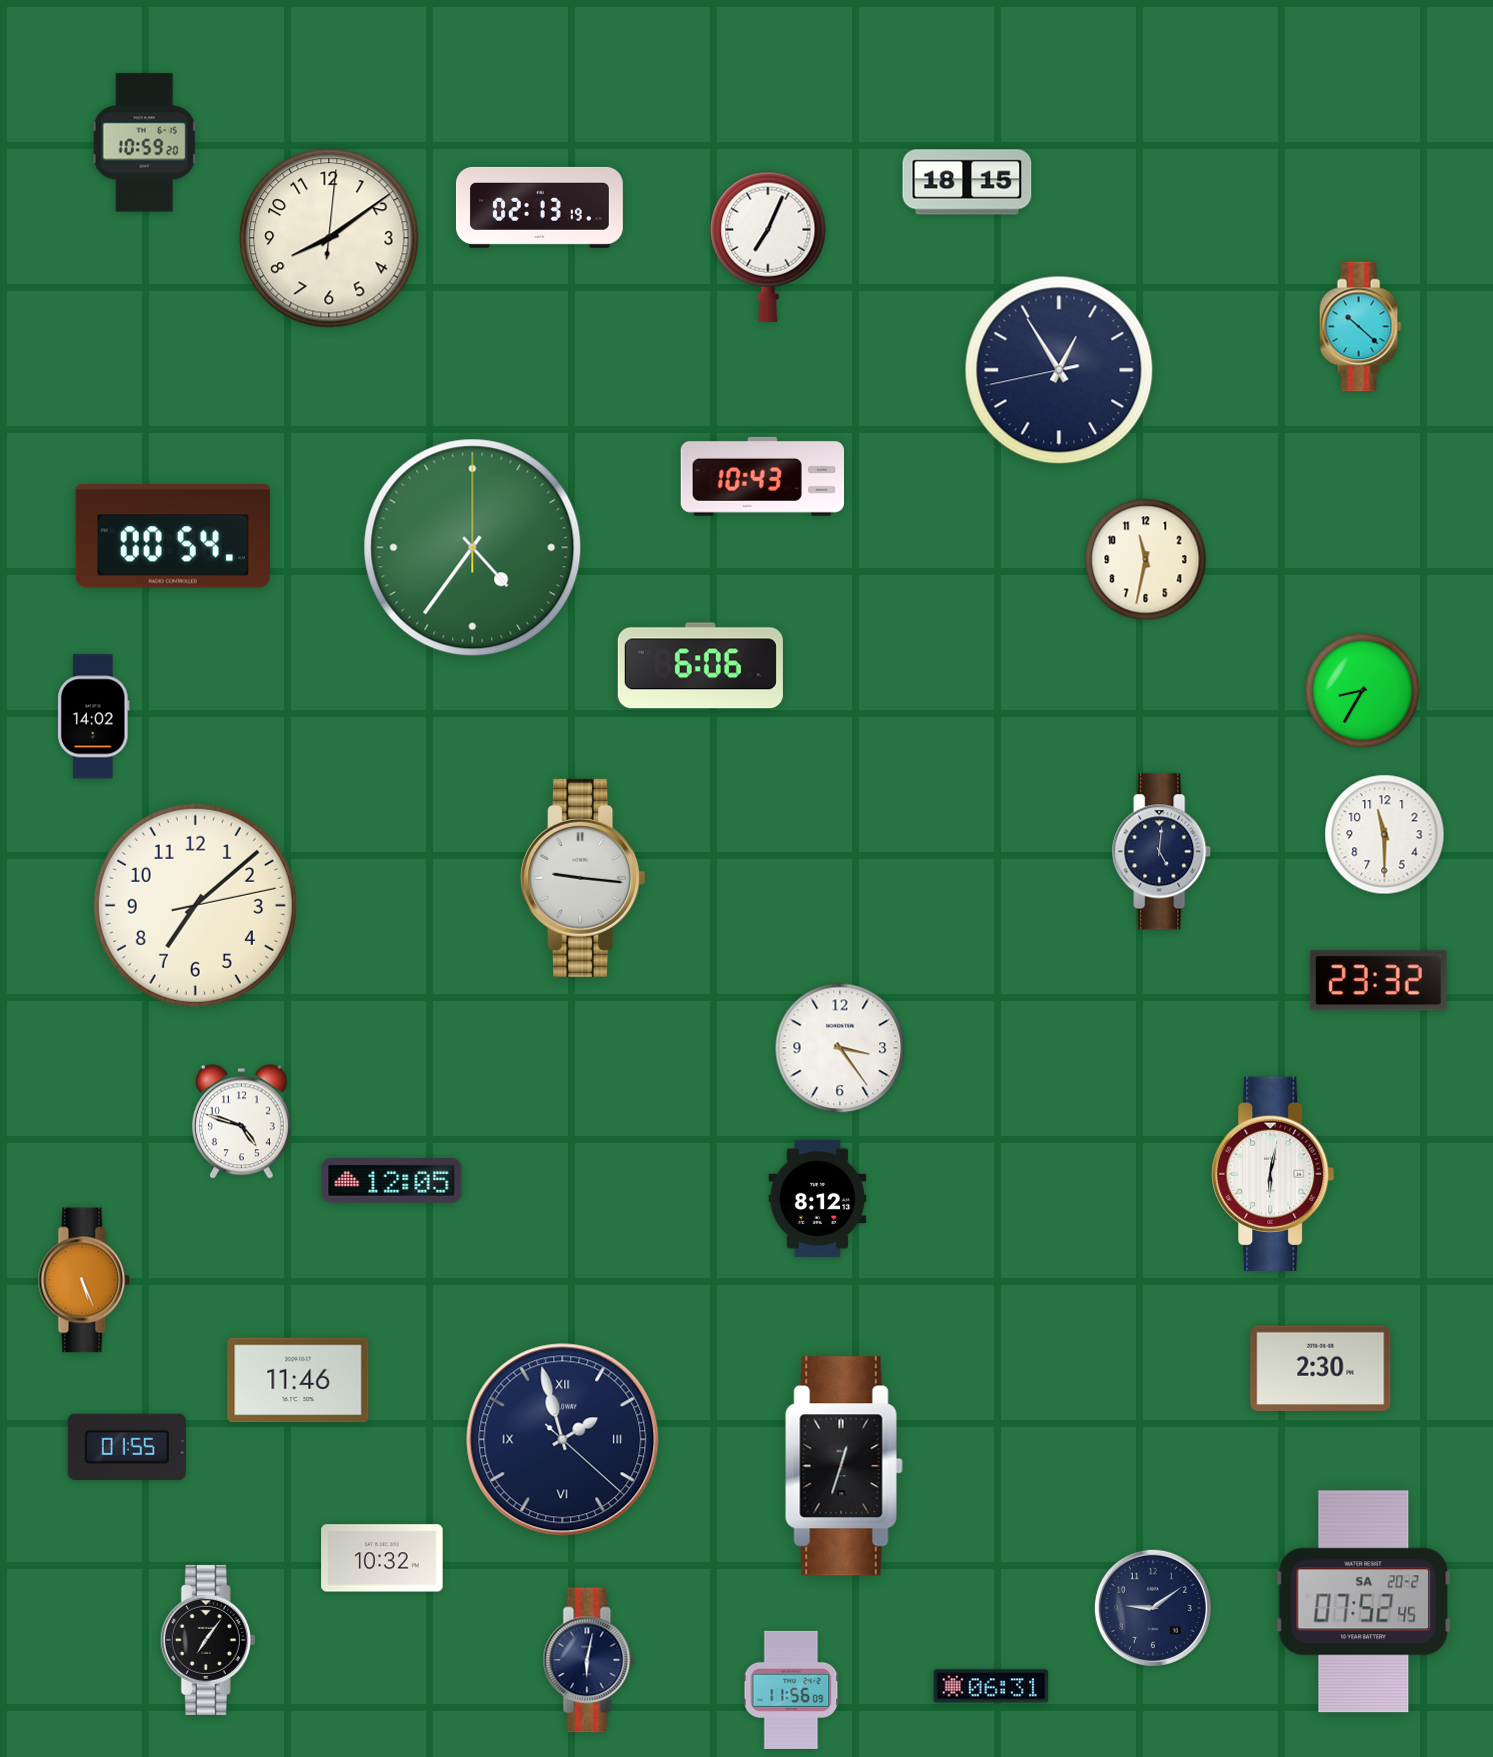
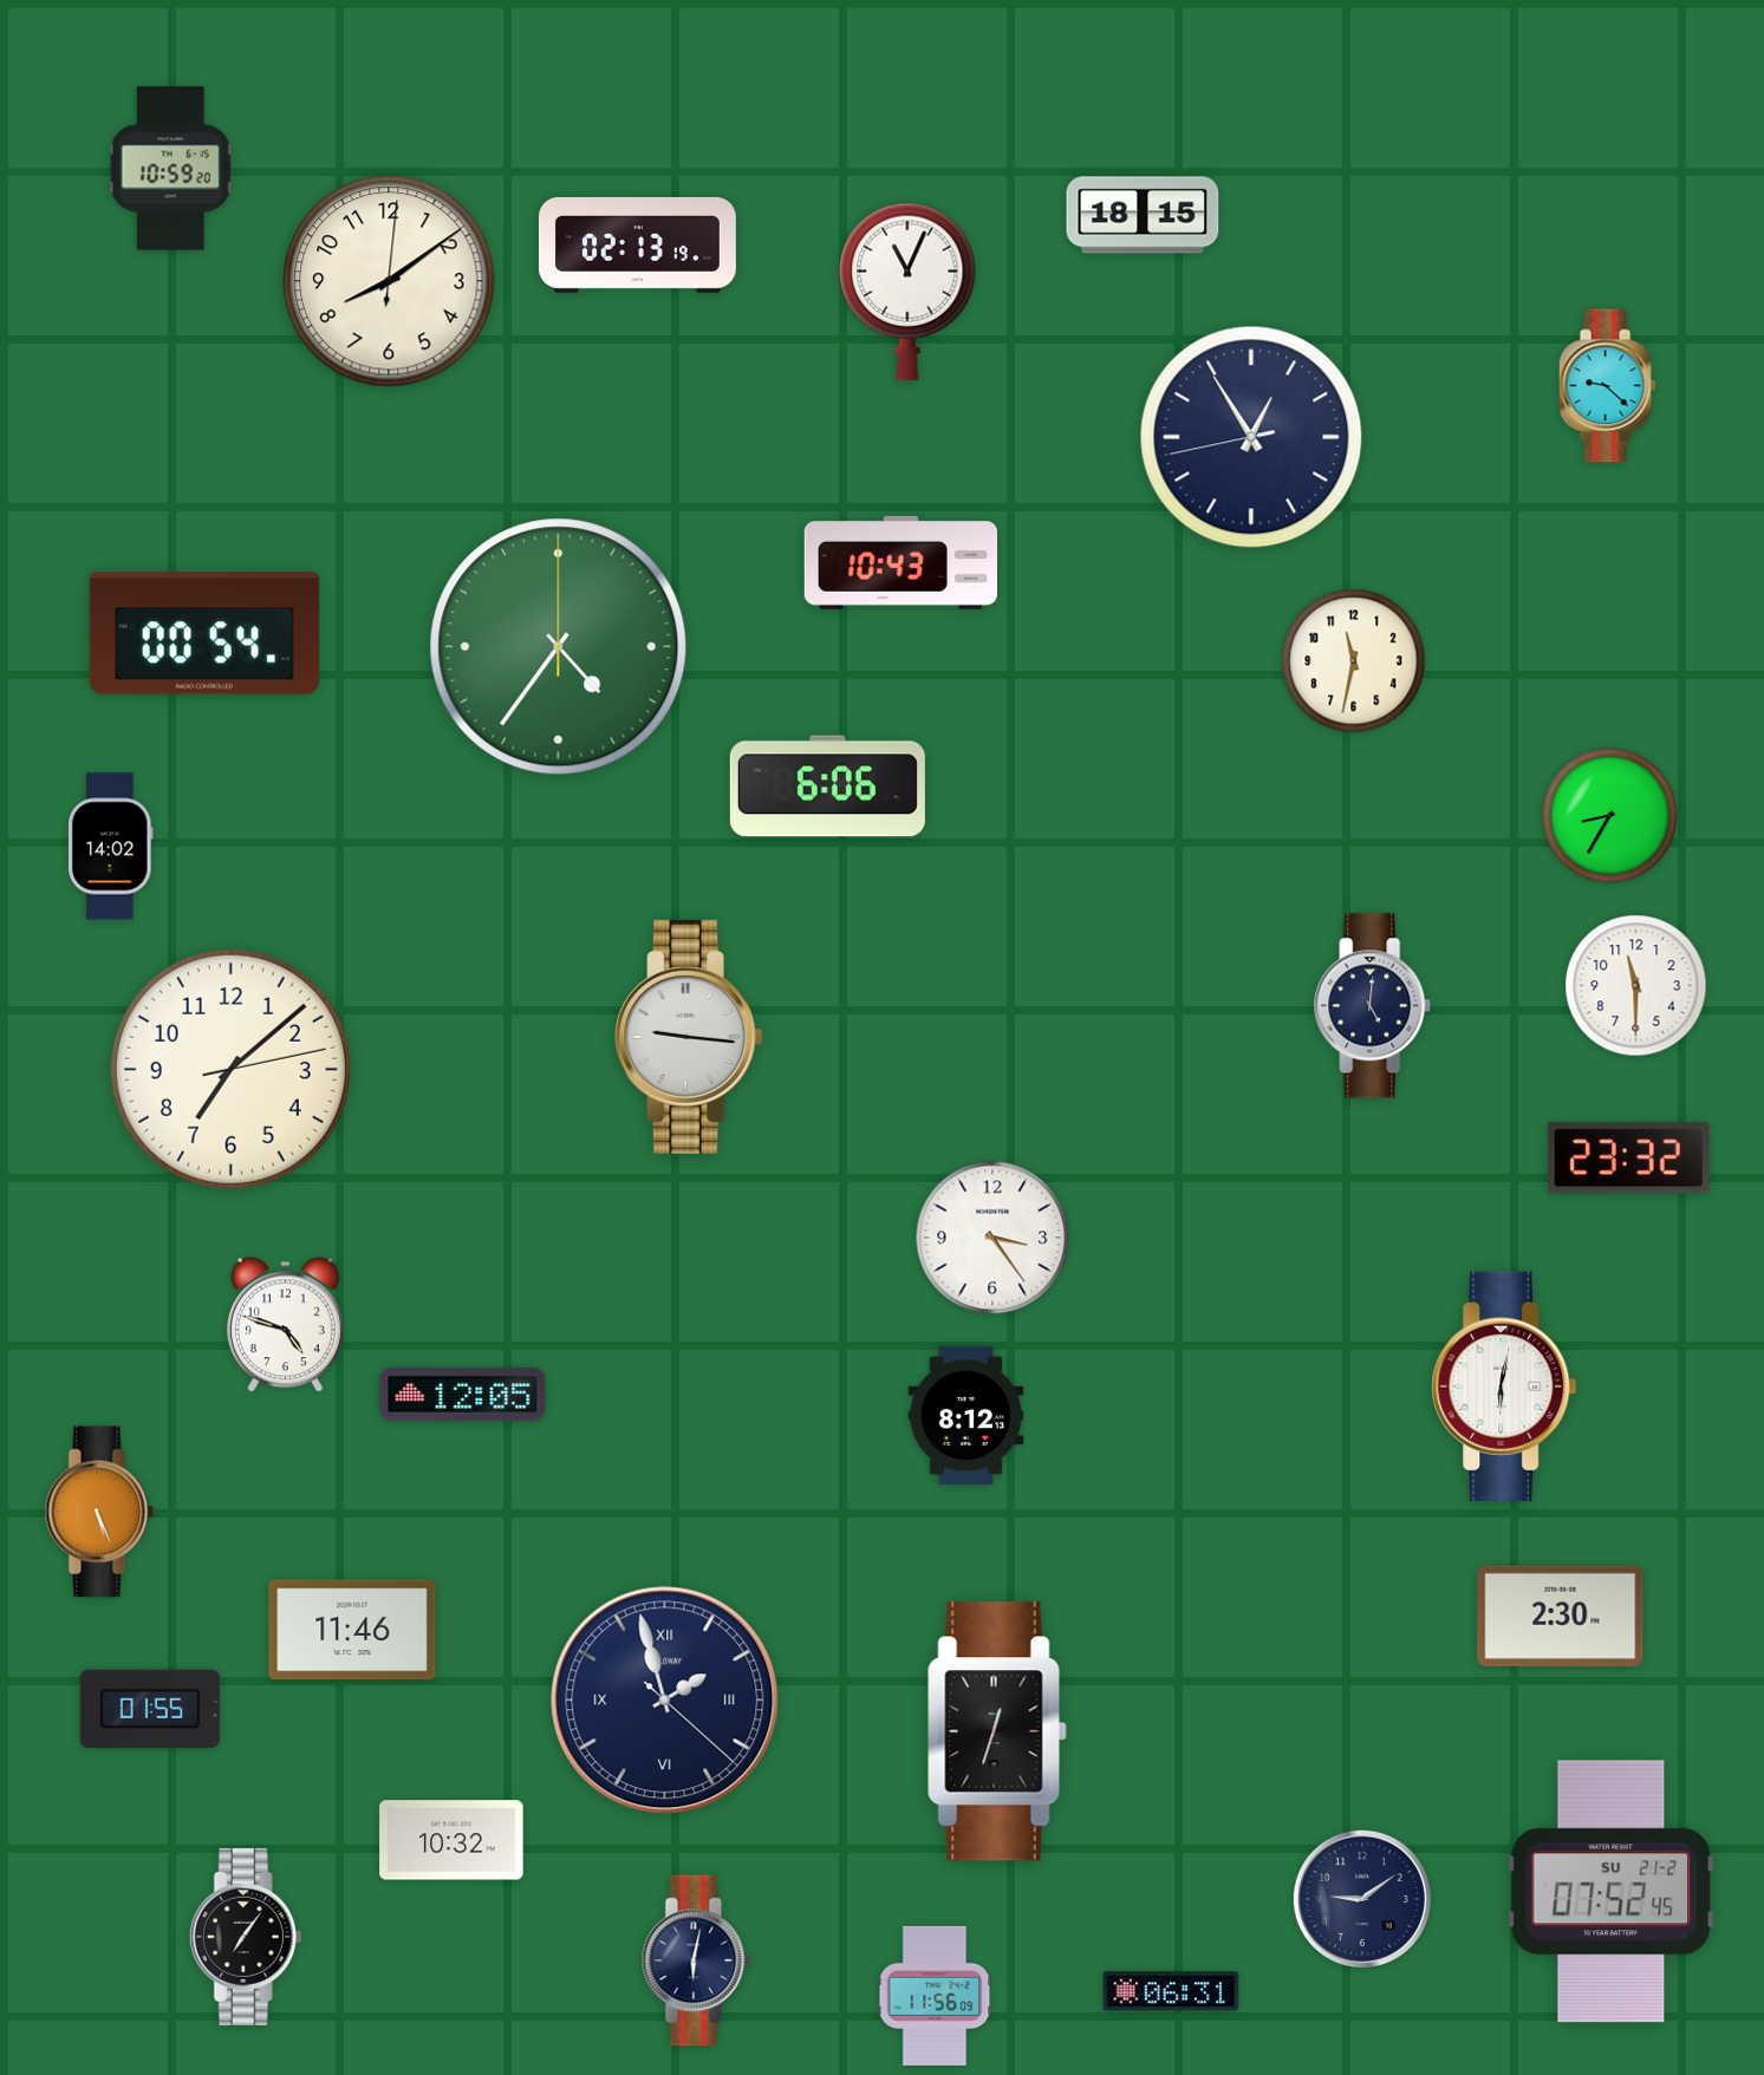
clock at (768, 247): 7:04 -> 11:04
clock at (1360, 327): 10:22 -> 9:22
clock at (1363, 1602) date: SA 20-2 -> SU 21-2
